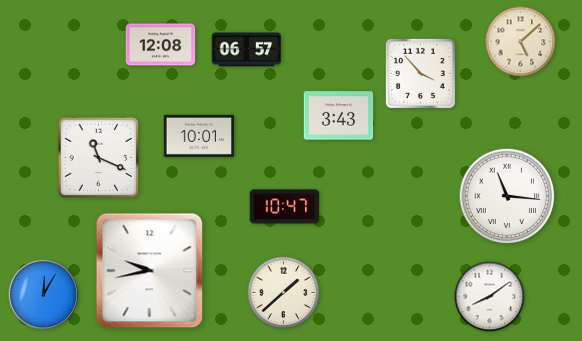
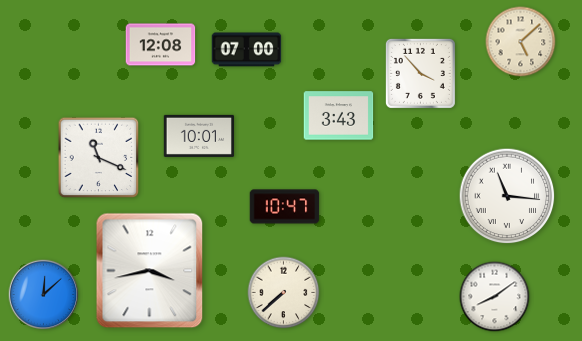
clock at (247, 50): 06:57 -> 07:00
clock at (150, 271): 9:43 -> 3:43
clock at (284, 293): 1:38 -> 7:38
clock at (44, 295): 12:05 -> 12:08
clock at (490, 297) position: (490, 297) -> (495, 297)
